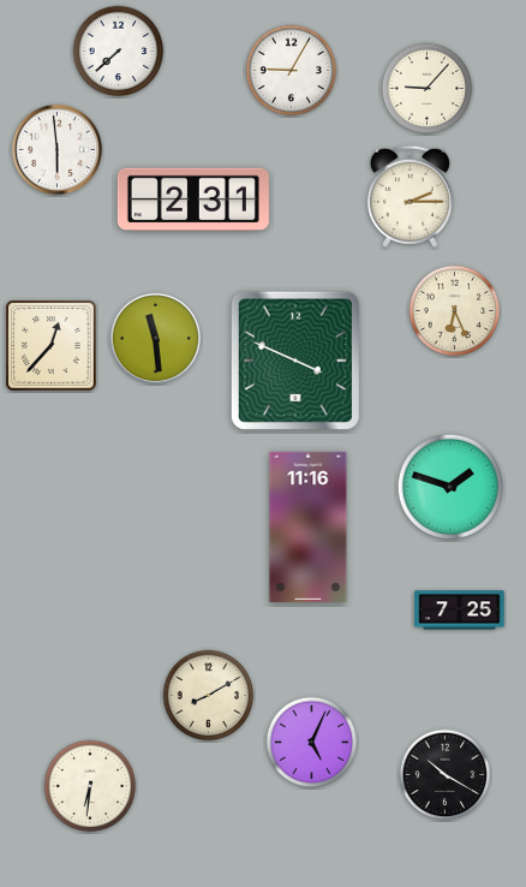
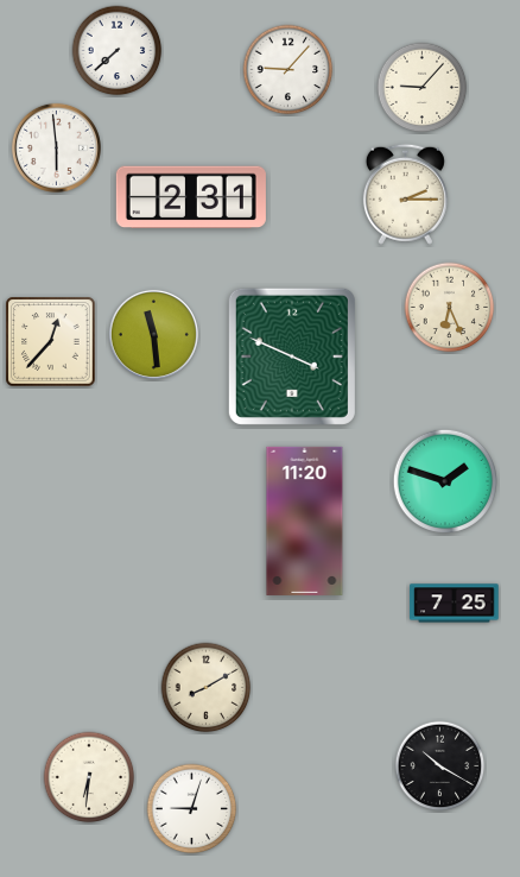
clock at (292, 71): 9:05 -> 9:07
clock at (309, 526): 11:16 -> 11:20
clock at (312, 743): 5:04 -> none
clock at (192, 809): none -> 9:03
